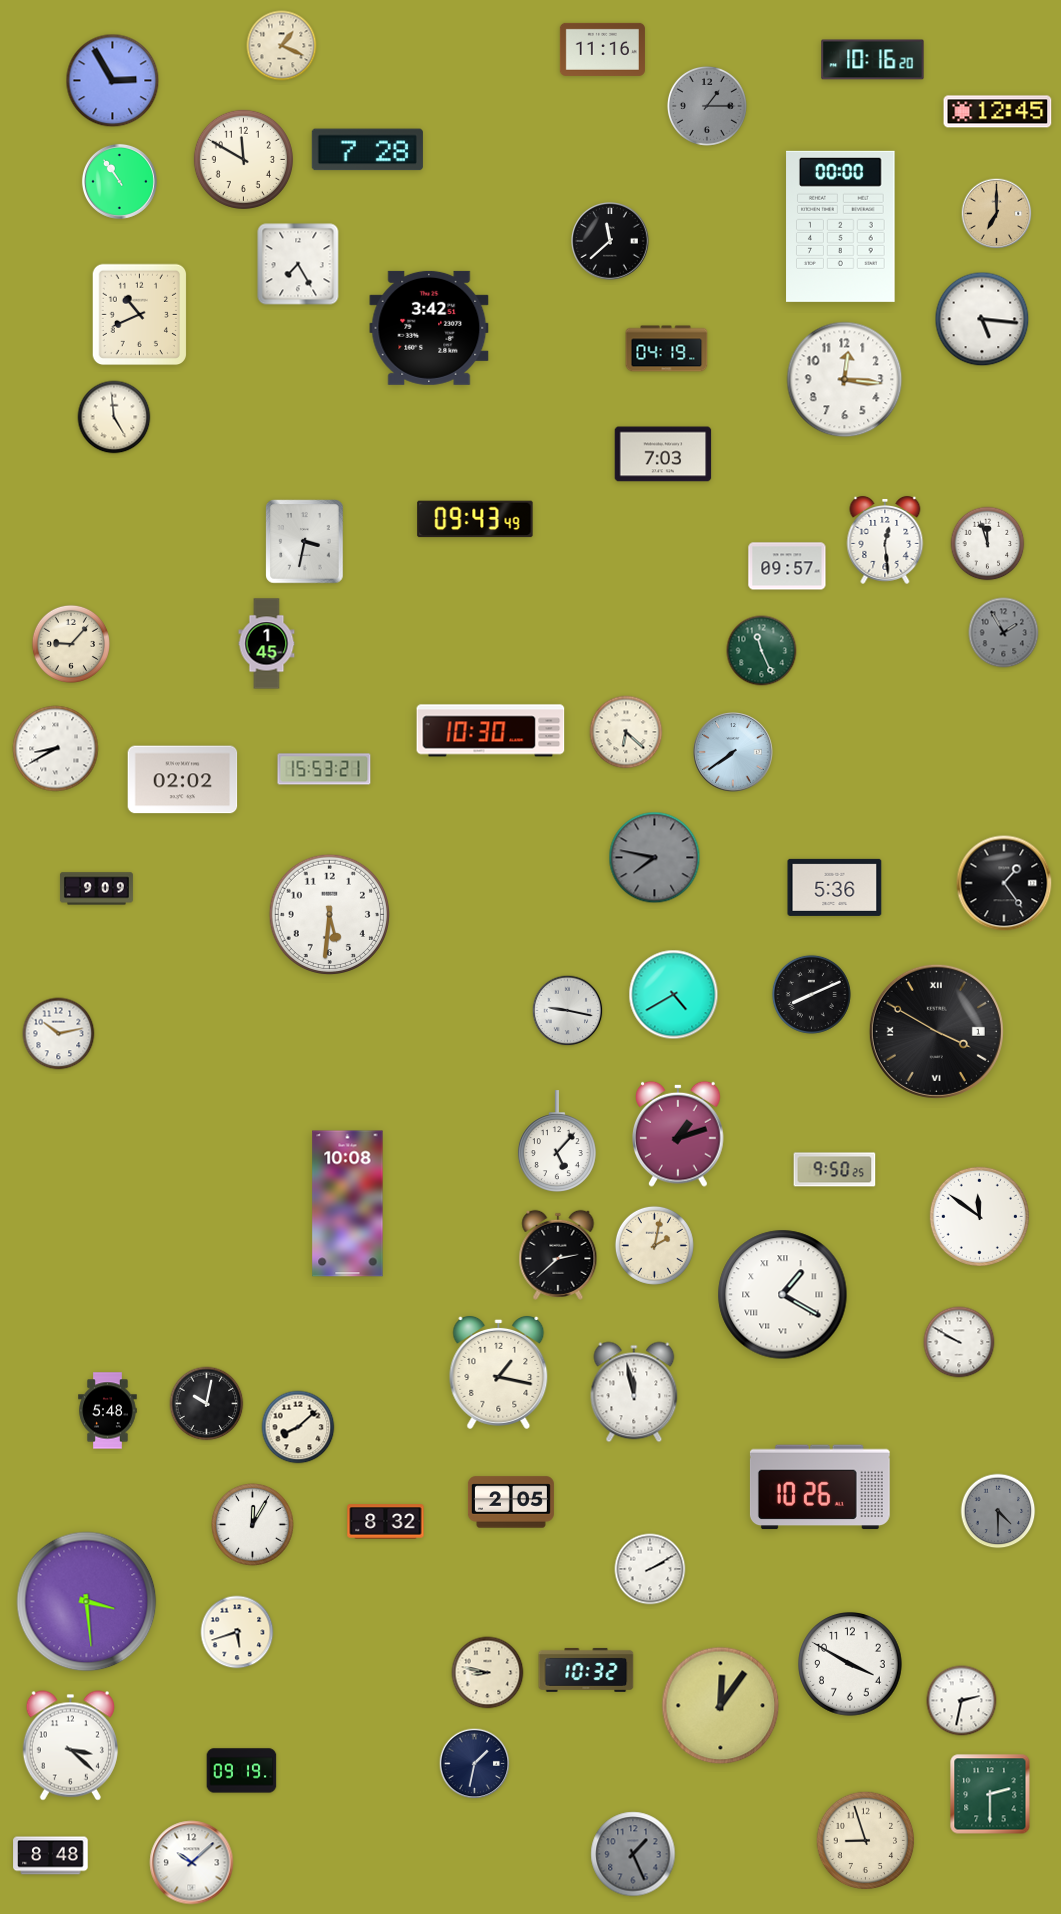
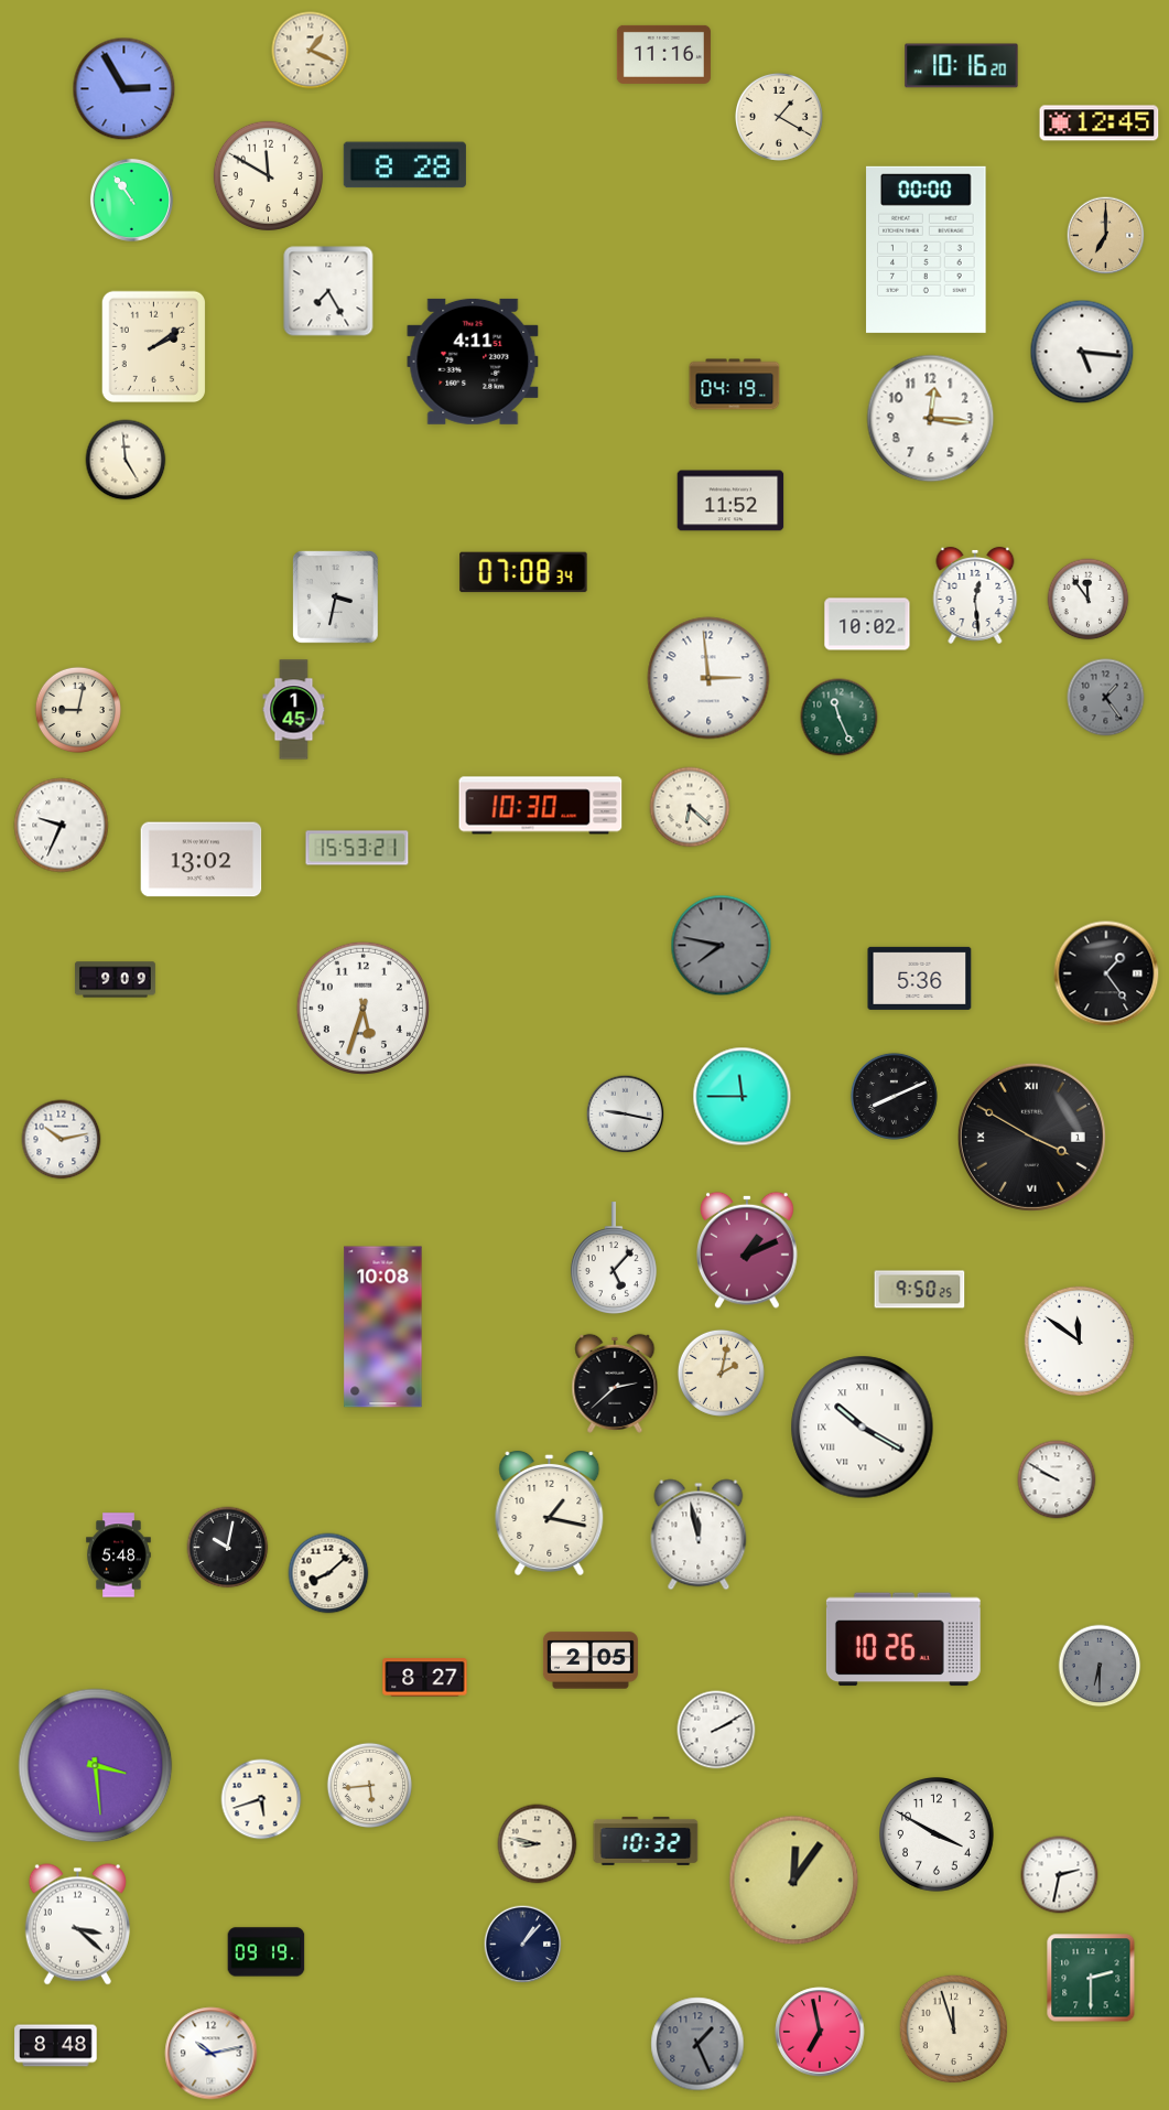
clock at (707, 106): 1:15 -> 1:20
clock at (707, 106) dial: grey -> cream
clock at (367, 150): 7:28 -> 8:28
clock at (997, 214) position: (997, 214) -> (1106, 236)
clock at (611, 242): 11:38 -> none
clock at (140, 315): 10:41 -> 2:09
clock at (429, 328): 3:42 -> 4:11
clock at (663, 454): 7:03 -> 11:52
clock at (475, 519): 09:43 -> 07:08
clock at (988, 544): 11:57 -> 11:54
clock at (787, 566): 09:57 -> 10:02
clock at (708, 678): none -> 2:59
clock at (1004, 633): 1:55 -> 1:24
clock at (71, 644): 9:07 -> 9:02
clock at (56, 749): 8:40 -> 9:34
clock at (733, 752): 7:39 -> none
clock at (183, 780): 02:02 -> 13:02
clock at (96, 889) position: (96, 889) -> (115, 980)
clock at (329, 914): 5:31 -> 5:33
clock at (674, 995): 4:40 -> 11:45
clock at (59, 1034) position: (59, 1034) -> (62, 1140)
clock at (679, 1134): 1:12 -> 1:11
clock at (783, 1295): 1:20 -> 10:20
clock at (511, 1502) position: (511, 1502) -> (591, 1660)
clock at (998, 1511): 4:30 -> 6:30
clock at (386, 1522): 8:32 -> 8:27
clock at (253, 1525): 12:05 -> none
clock at (369, 1785): none -> 5:44
clock at (475, 1764): 1:32 -> 1:07
clock at (866, 1841): 8:57 -> 11:57
clock at (820, 2032): none -> 6:58
clock at (192, 1863): 10:08 -> 10:13
